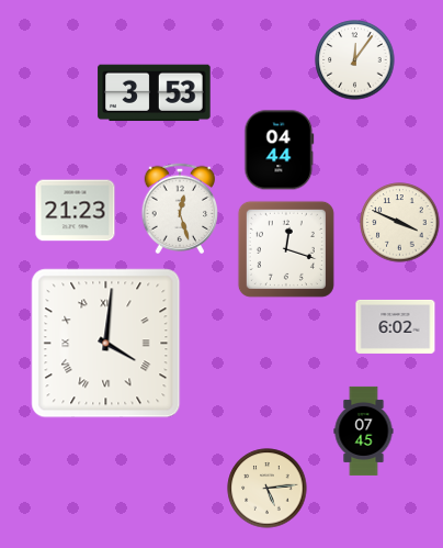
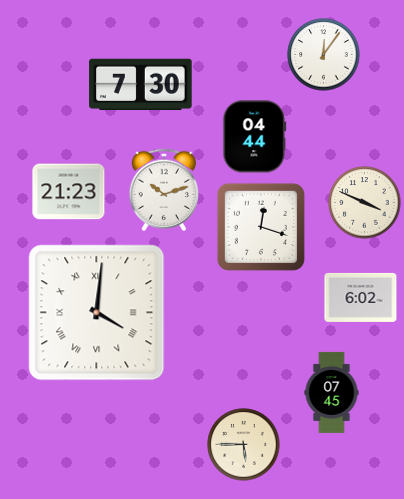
clock at (155, 93): 3:53 -> 7:30
clock at (180, 208): 12:27 -> 10:12
clock at (268, 489): 5:14 -> 5:45
